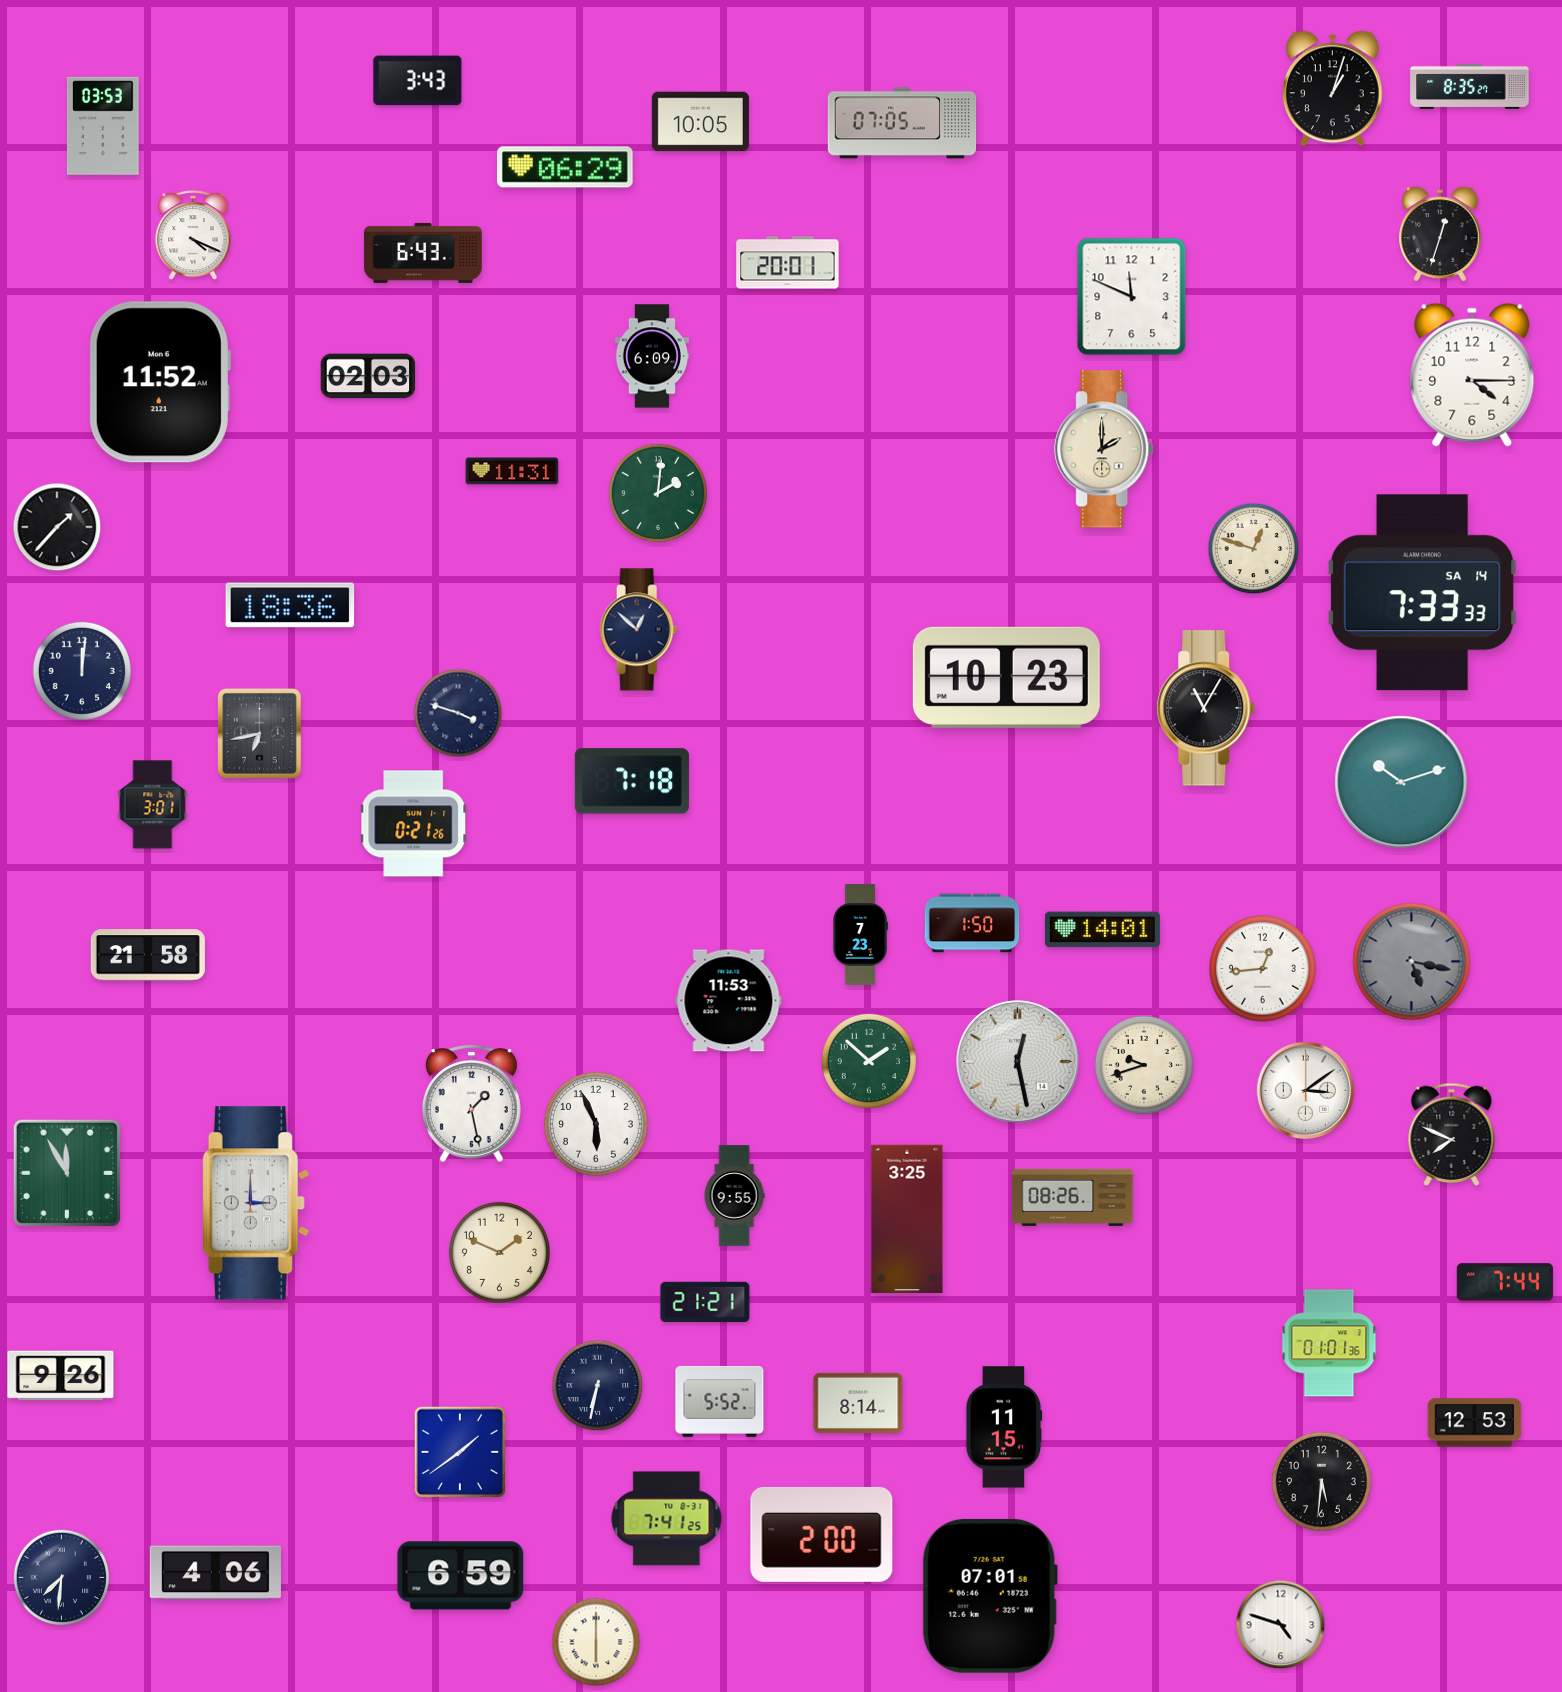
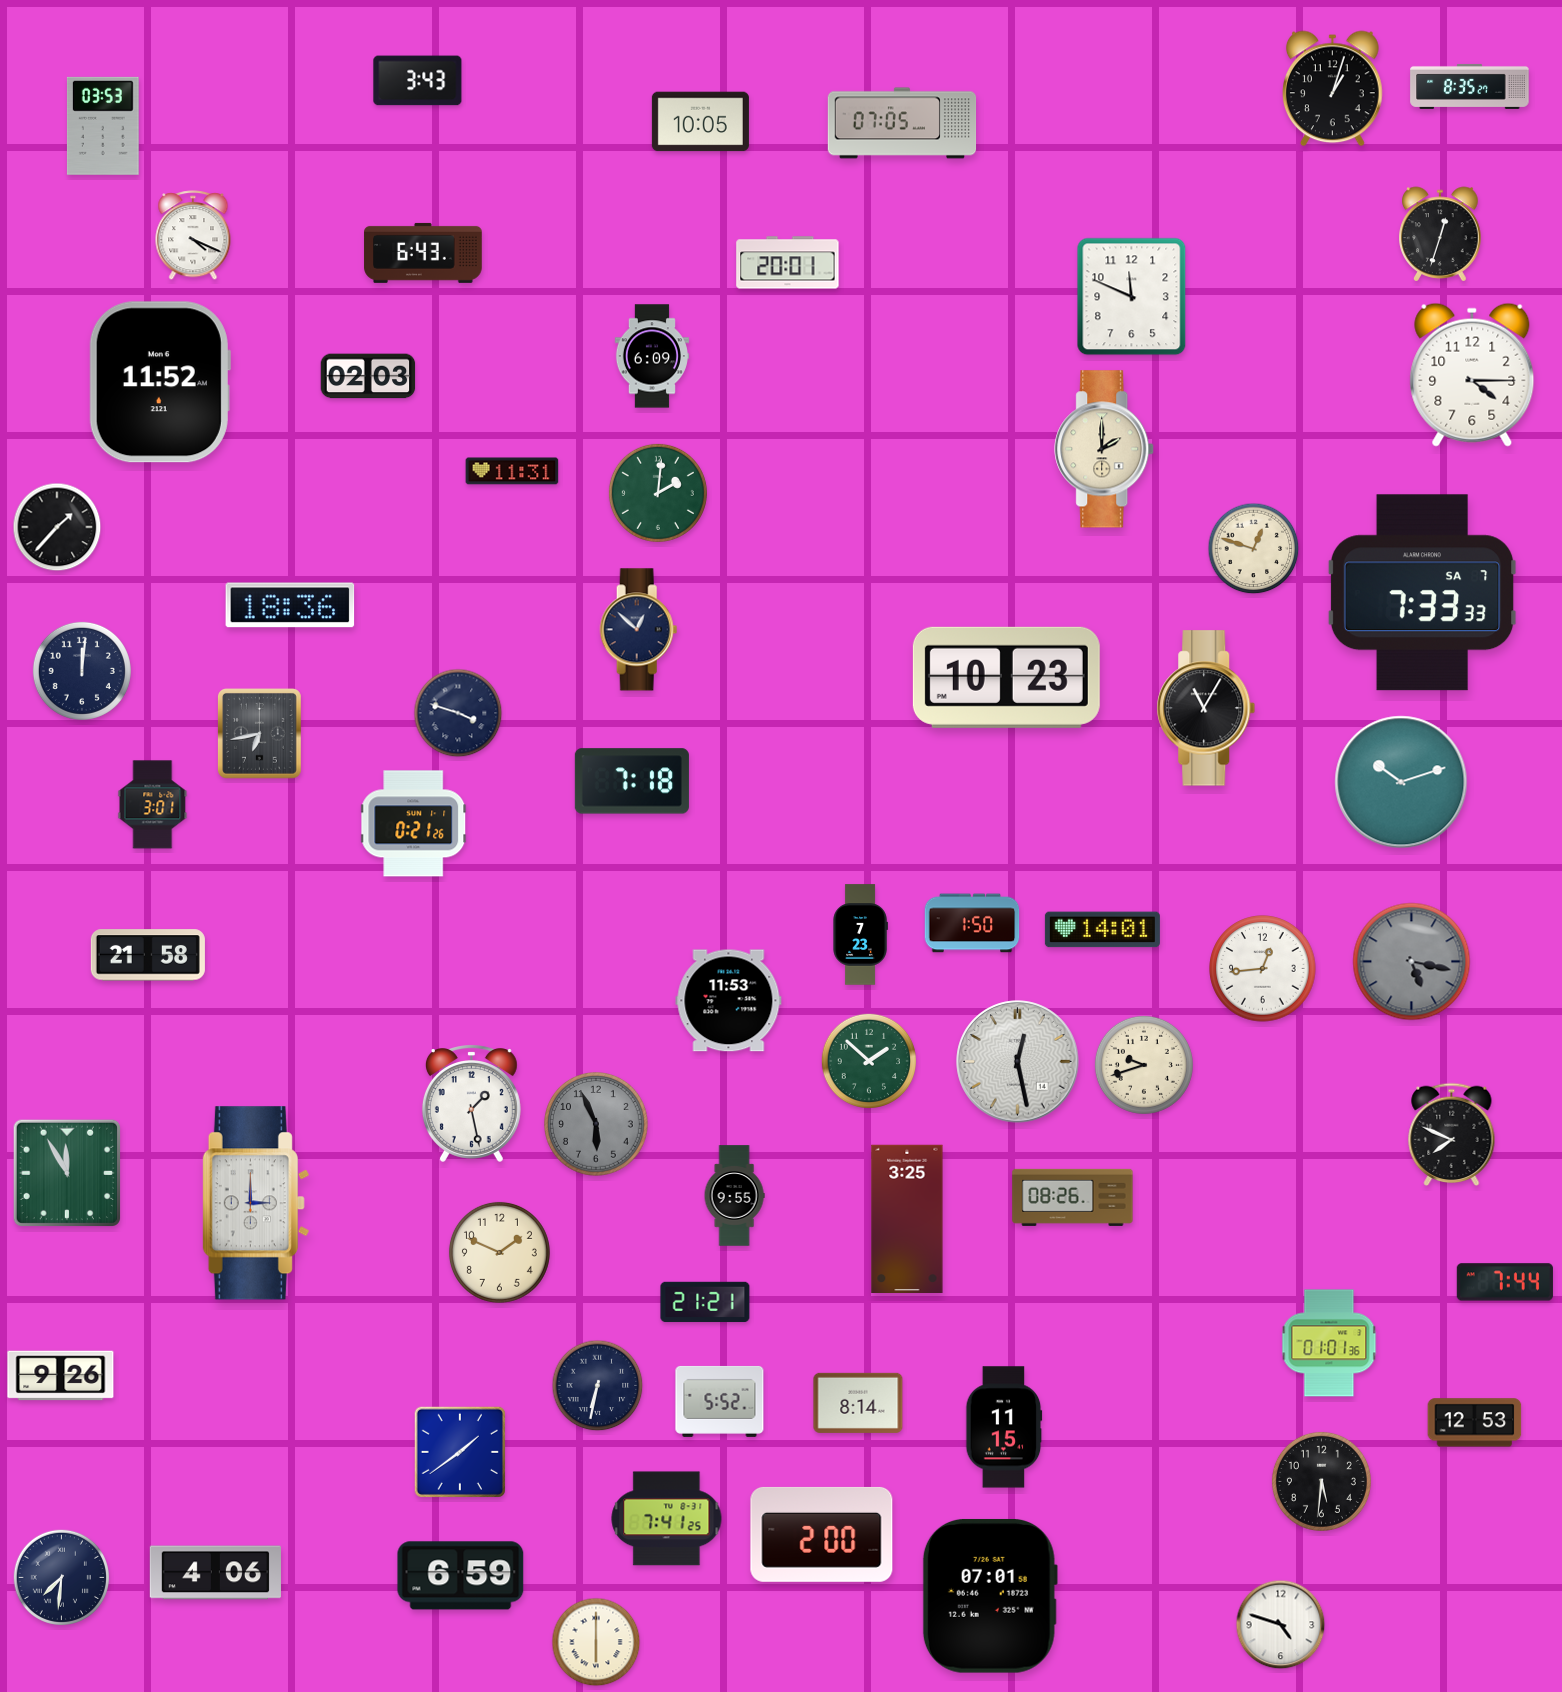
clock at (566, 167): 06:29 -> none
clock at (1422, 593) date: SA 14 -> SA 7
clock at (1306, 1091): 3:09 -> none
clock at (597, 1125) dial: white -> grey
